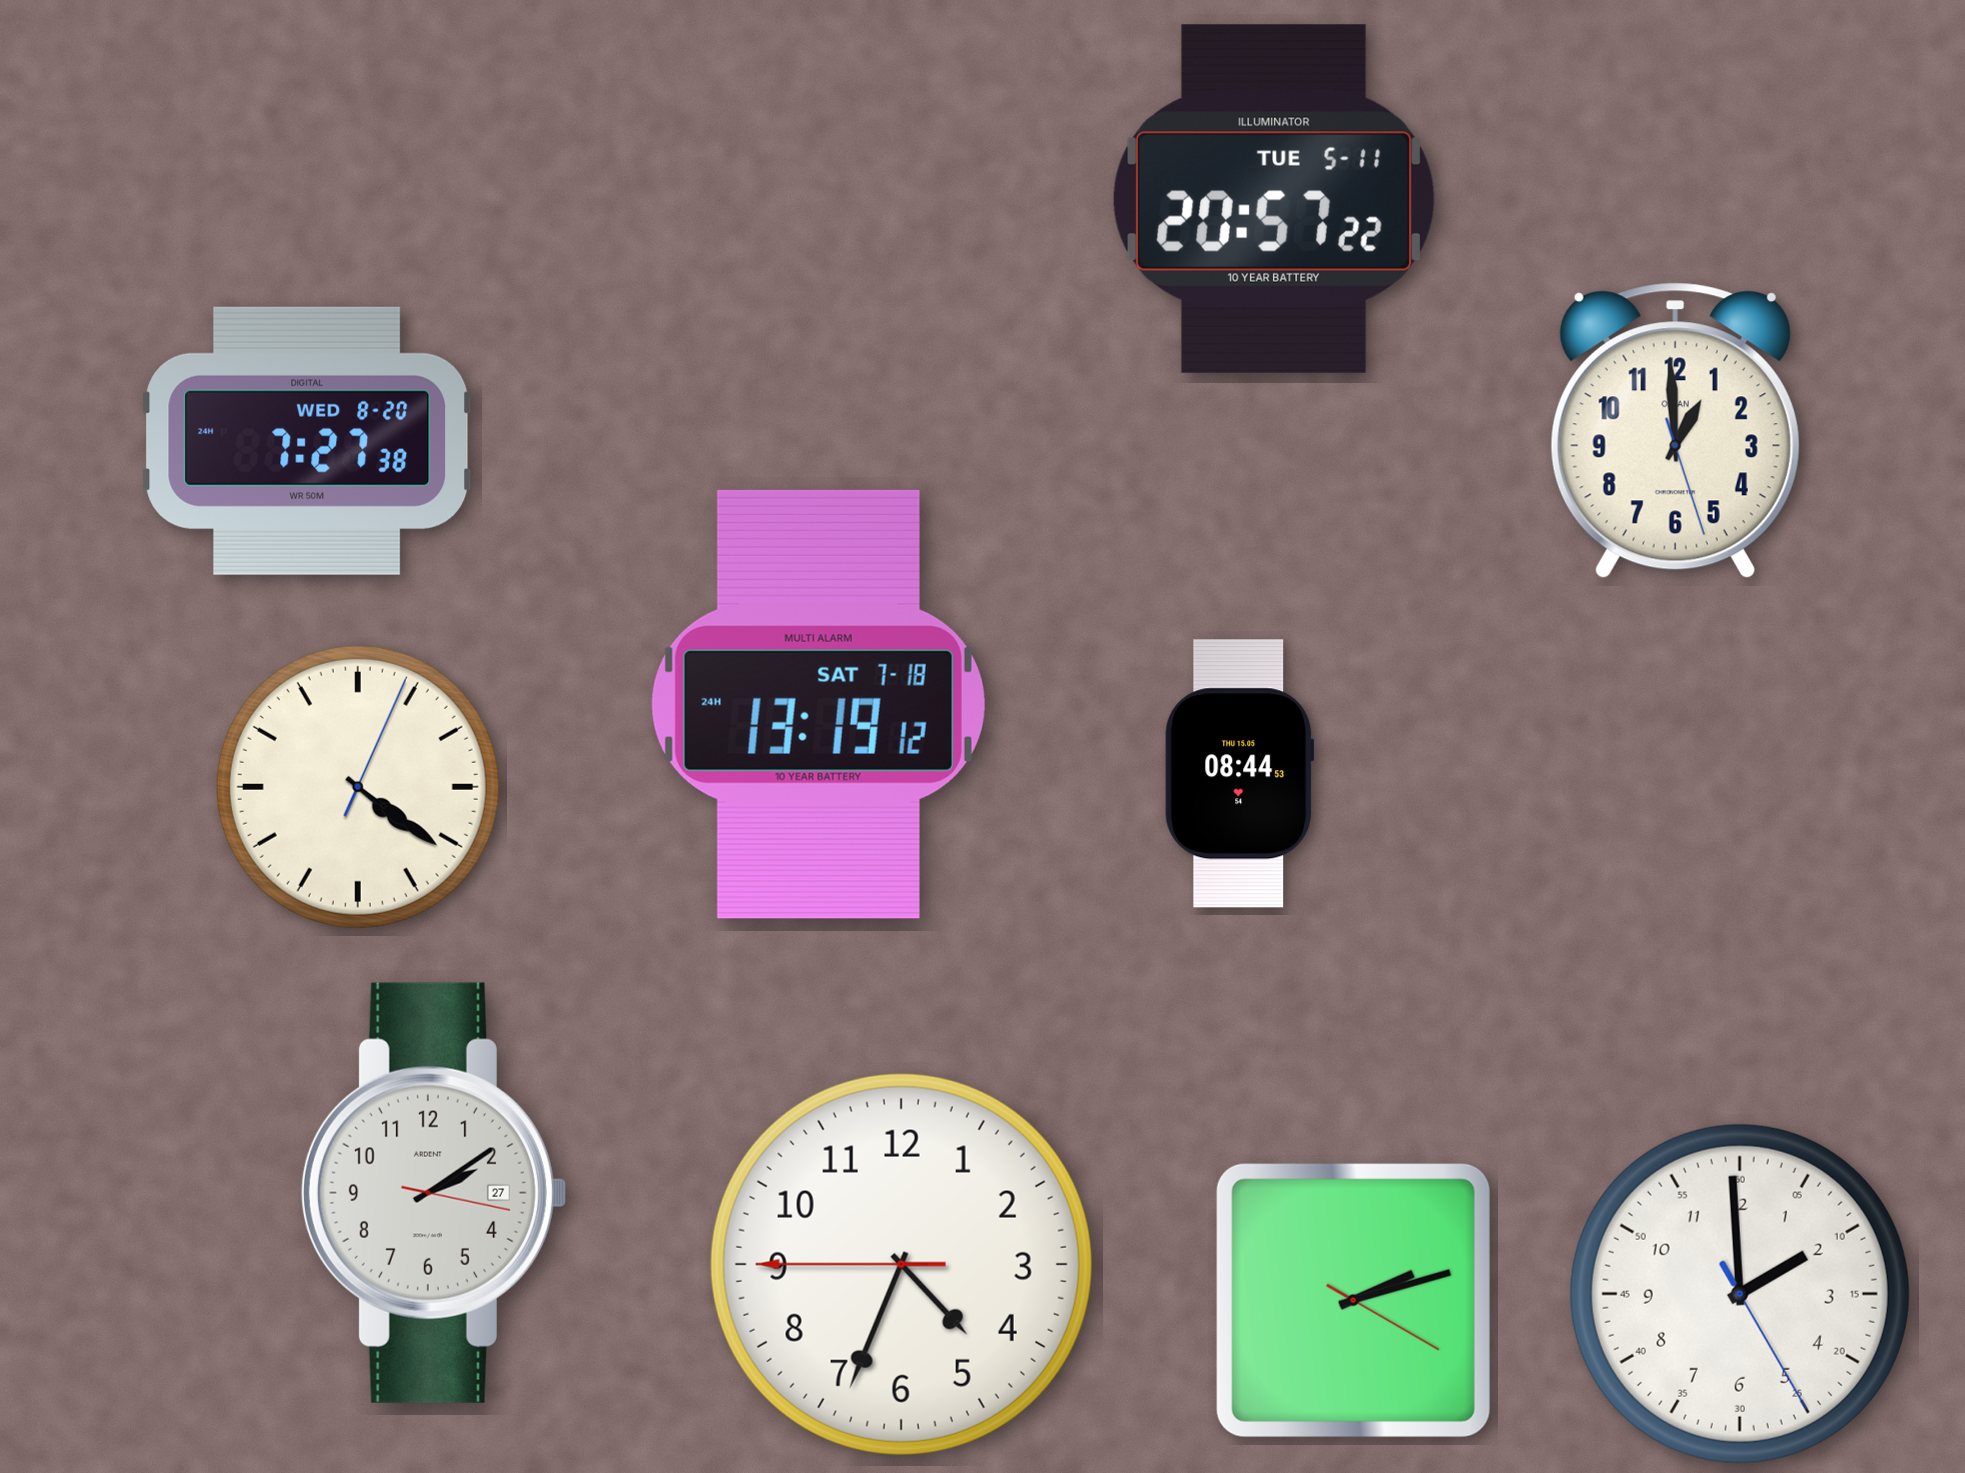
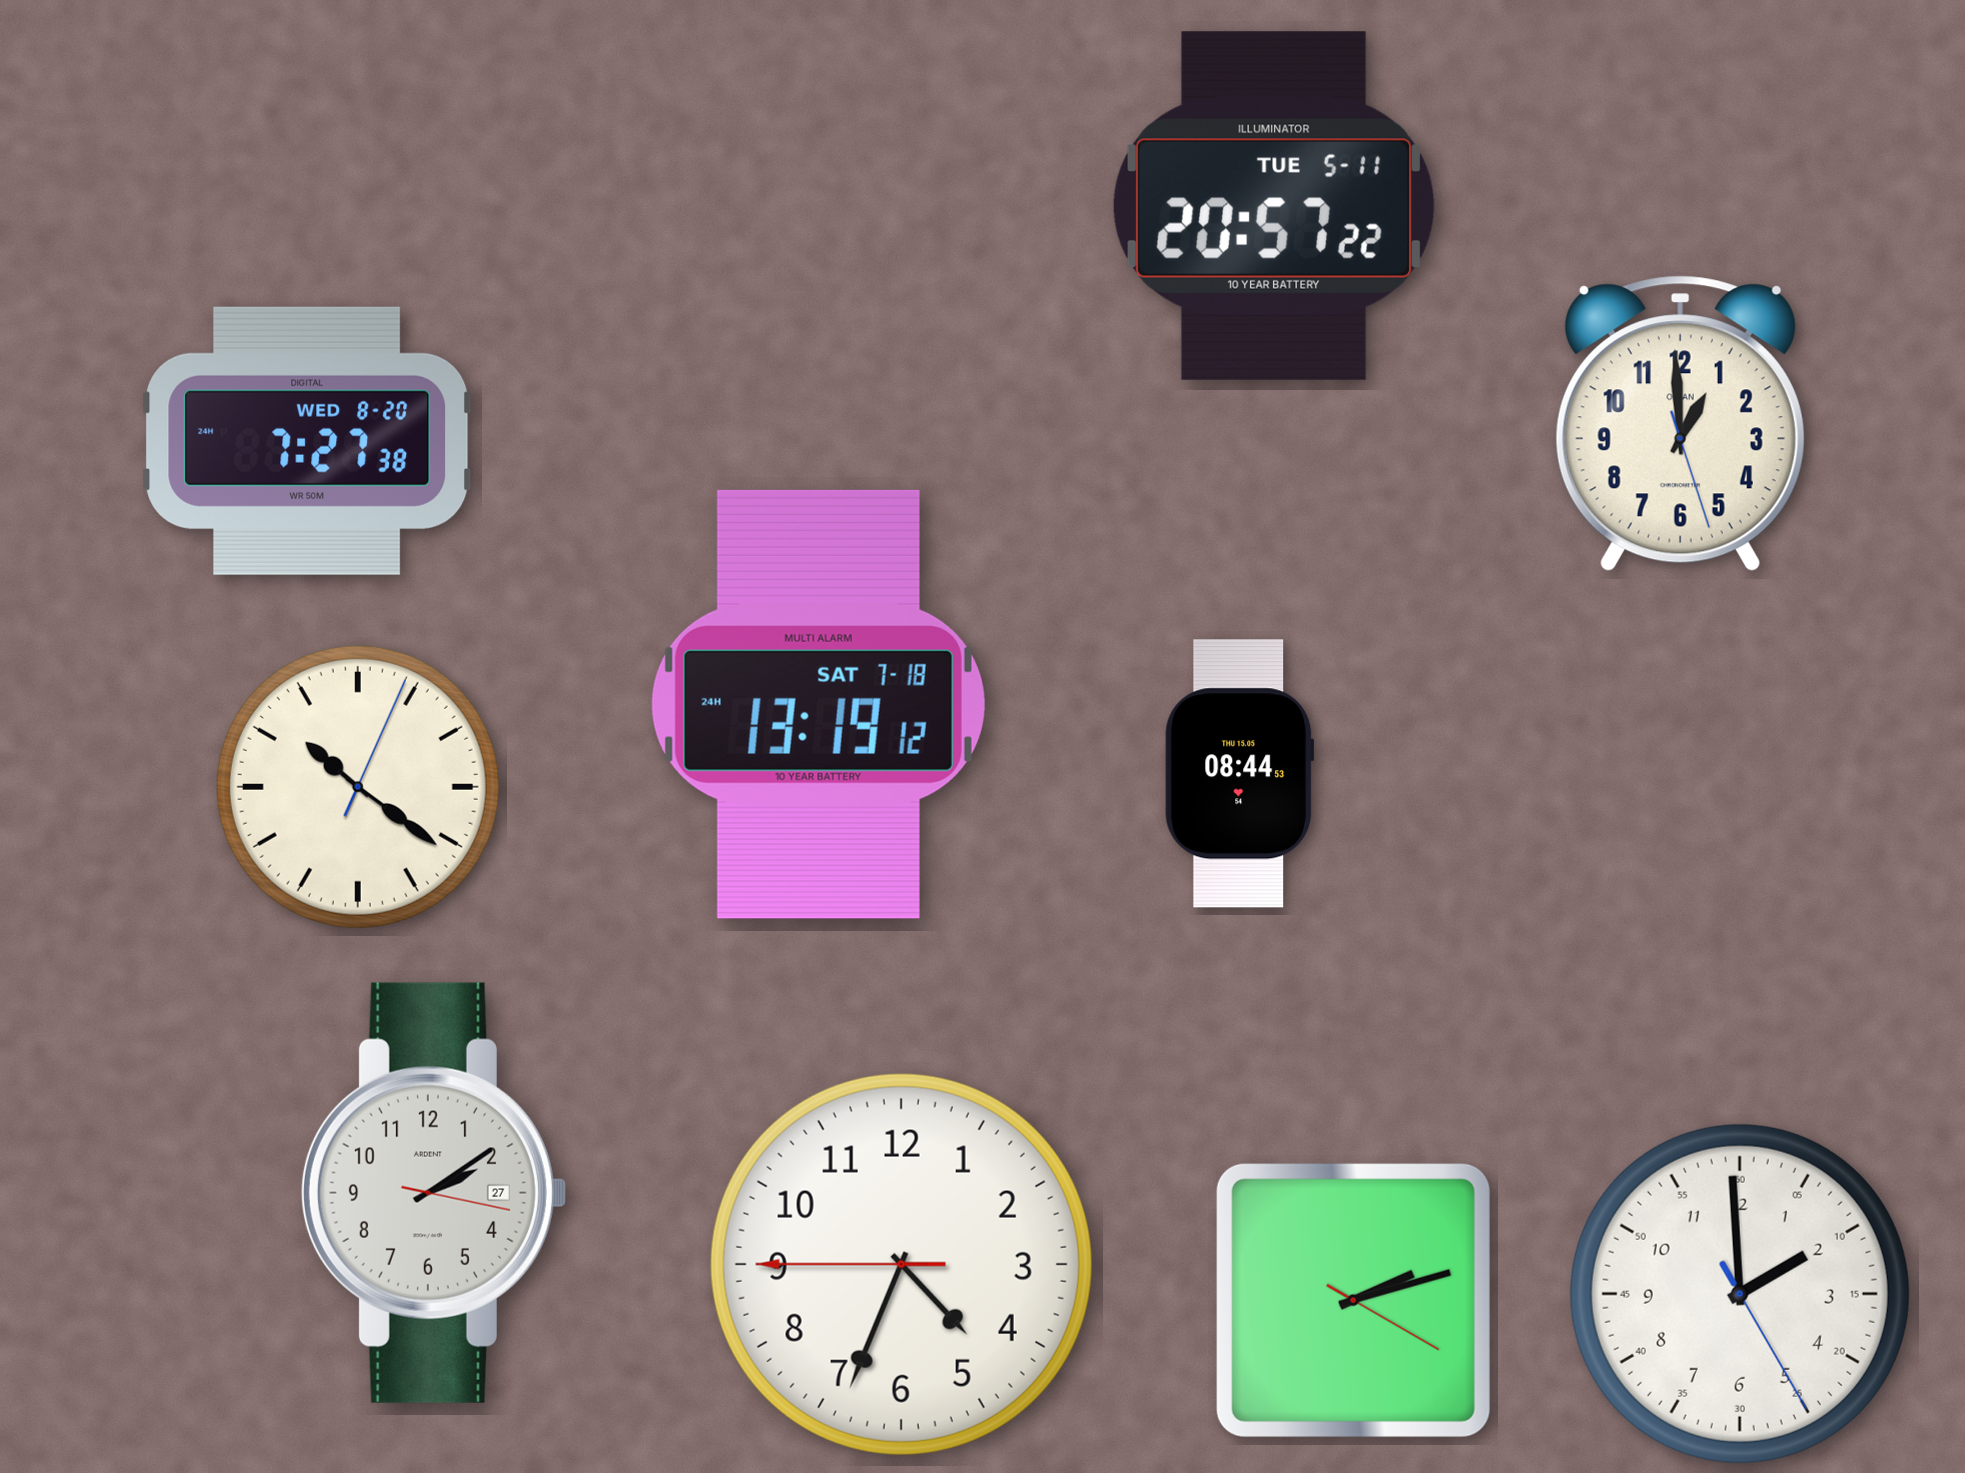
clock at (1273, 199) position: (1273, 199) -> (1273, 206)
clock at (1675, 431) position: (1675, 431) -> (1680, 424)
clock at (358, 787): 4:21 -> 10:21
